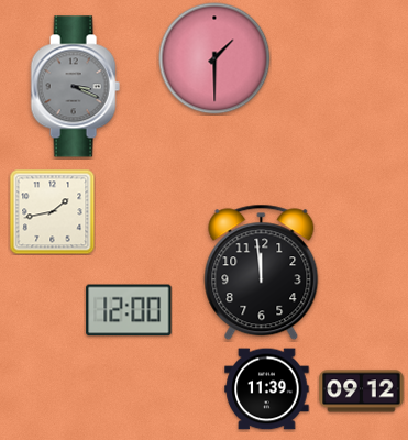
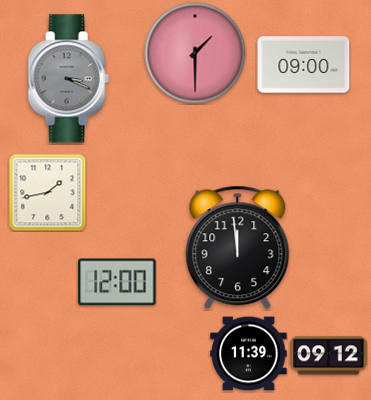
clock at (304, 65): none -> 09:00
clock at (267, 389) position: (267, 389) -> (249, 354)
